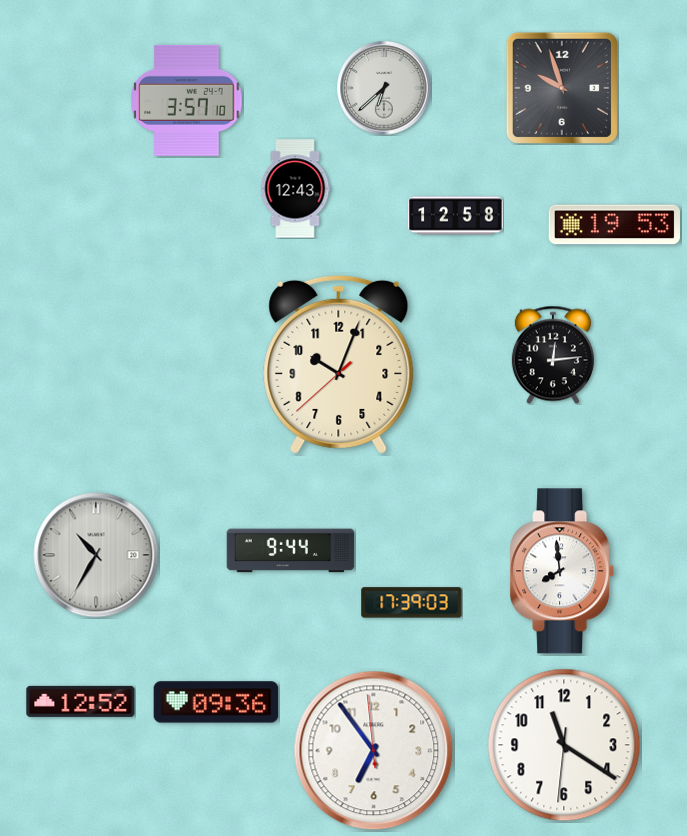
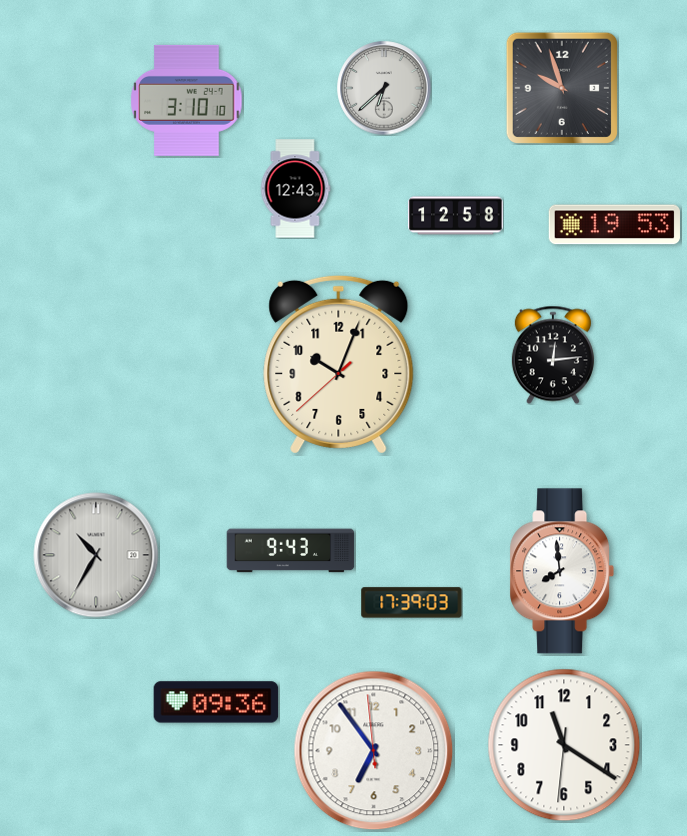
clock at (187, 100): 3:57 -> 3:10
clock at (291, 551): 9:44 -> 9:43
clock at (81, 701): 12:52 -> none
